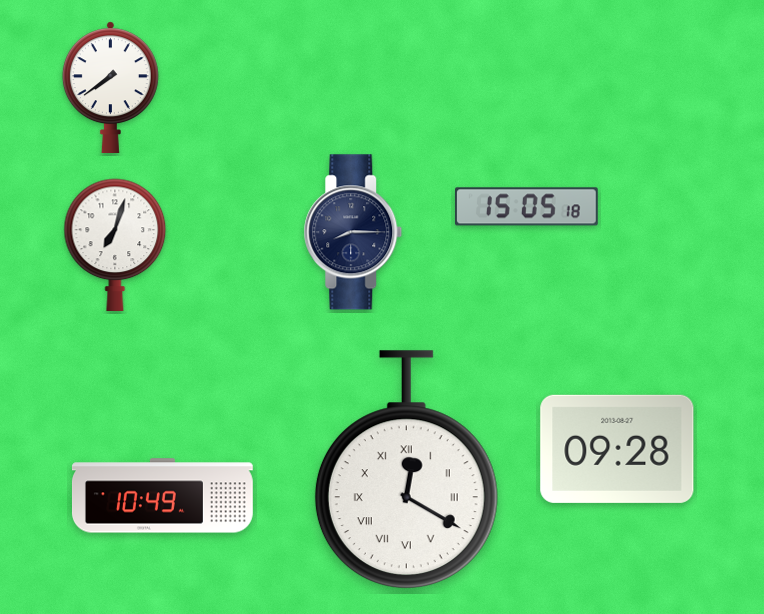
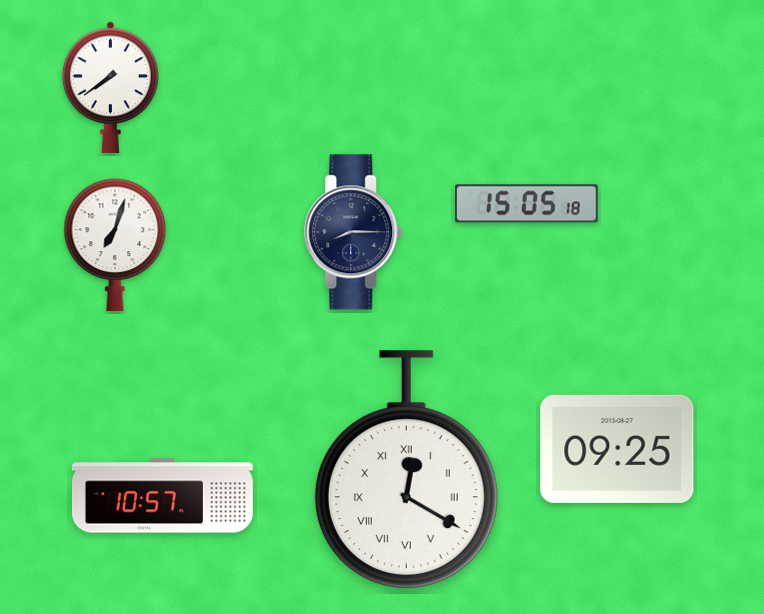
clock at (527, 207) position: (527, 207) -> (527, 204)
clock at (617, 449): 09:28 -> 09:25
clock at (162, 496): 10:49 -> 10:57
